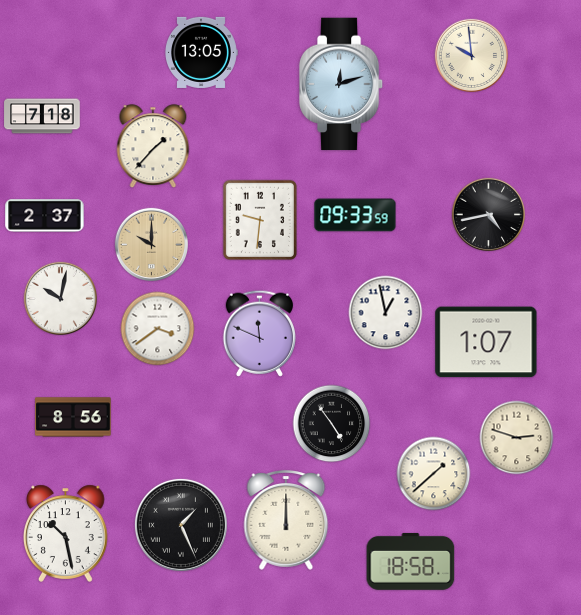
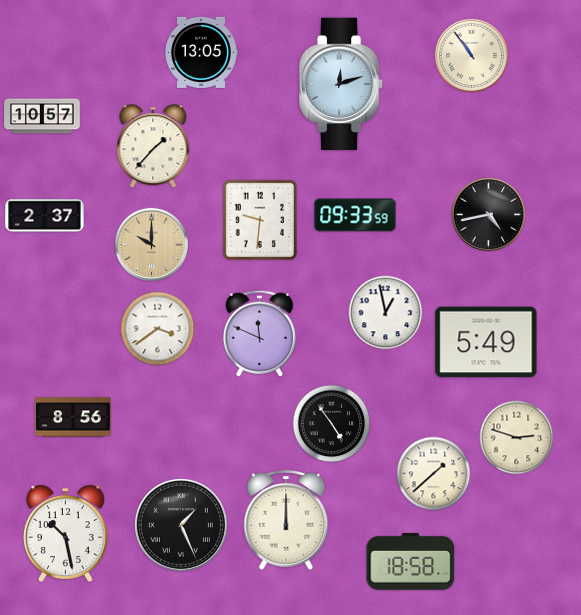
clock at (472, 56): 9:59 -> 10:54
clock at (42, 116): 7:18 -> 10:57
clock at (61, 299): 10:02 -> none
clock at (486, 342): 1:07 -> 5:49
